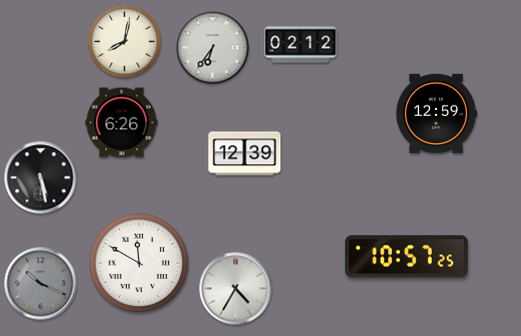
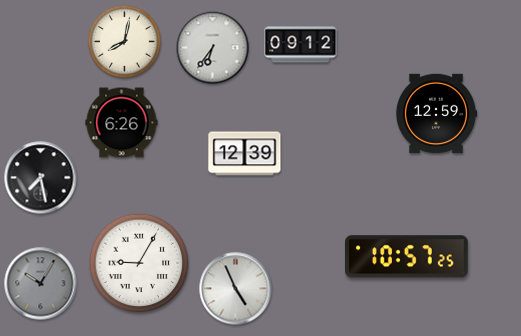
clock at (301, 45): 02:12 -> 09:12
clock at (41, 178): 5:28 -> 7:28
clock at (139, 263): 11:50 -> 9:05
clock at (41, 284): 10:19 -> 10:05
clock at (236, 289): 4:35 -> 4:56
